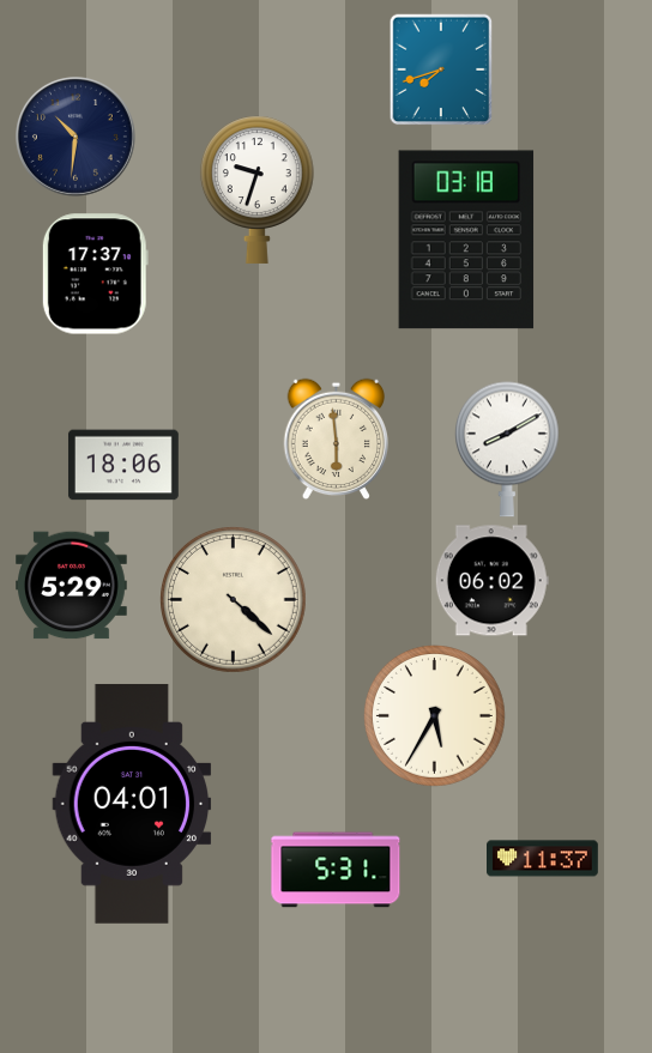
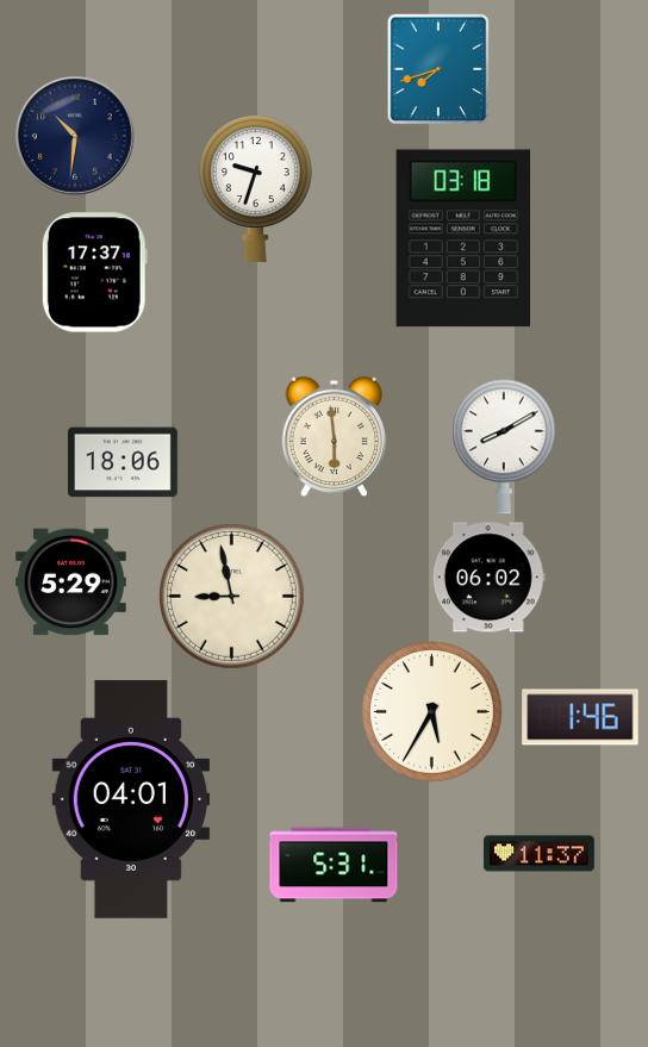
clock at (234, 600): 4:22 -> 8:58
clock at (580, 717): none -> 1:46
